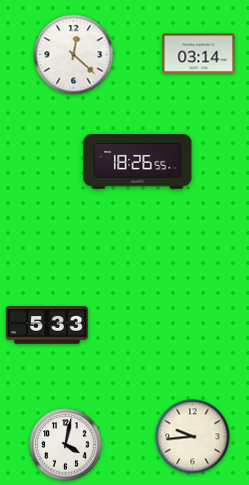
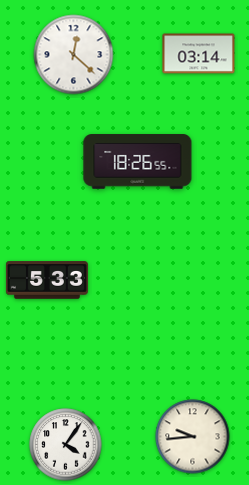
clock at (47, 325) position: (47, 325) -> (47, 280)
clock at (66, 445): 4:02 -> 4:06
